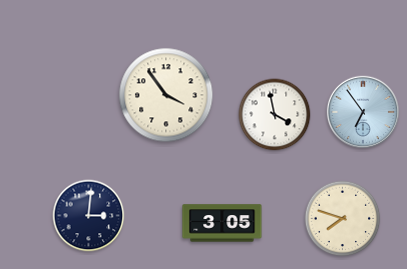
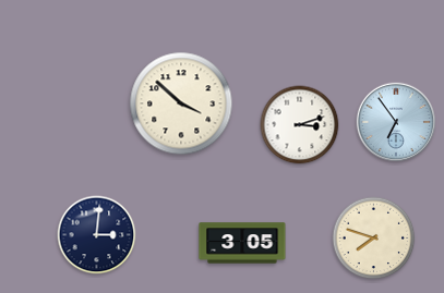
clock at (166, 95): 3:54 -> 3:52
clock at (275, 115): 3:58 -> 3:12
